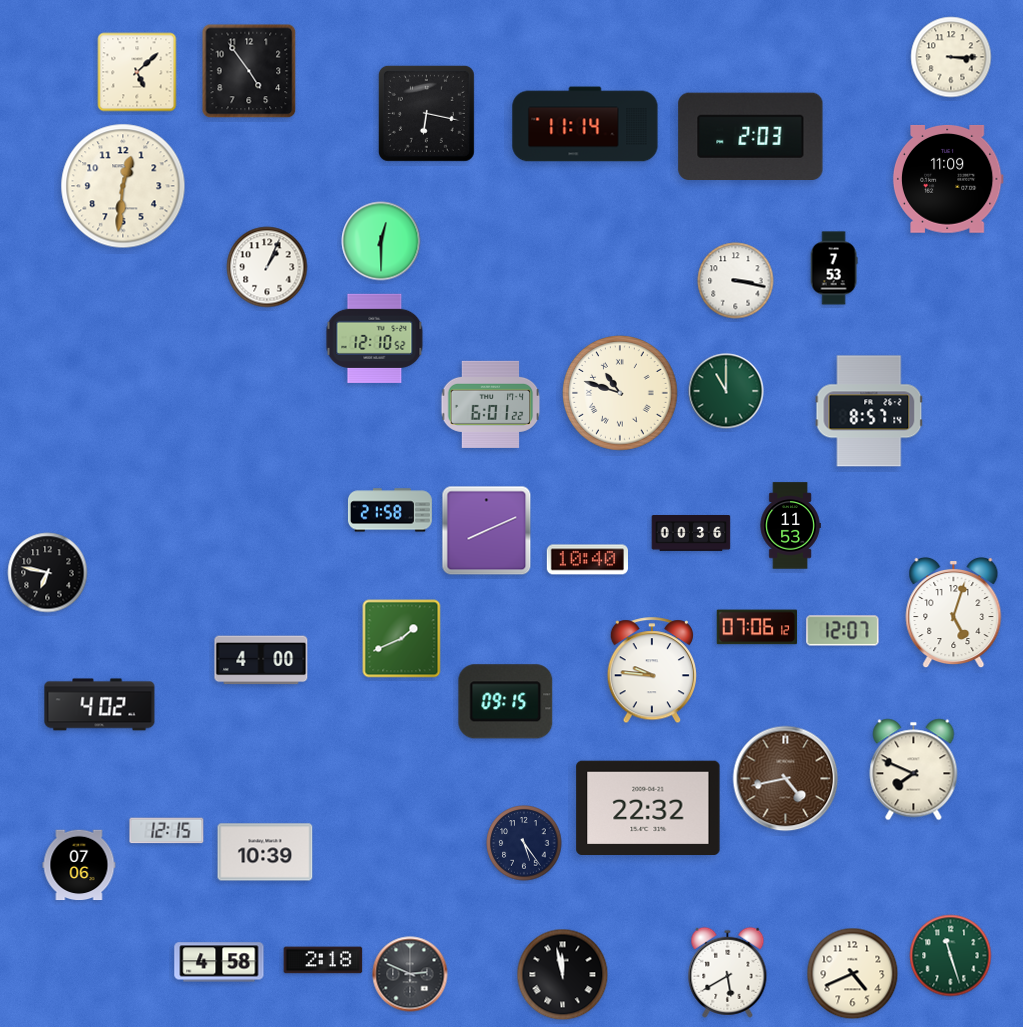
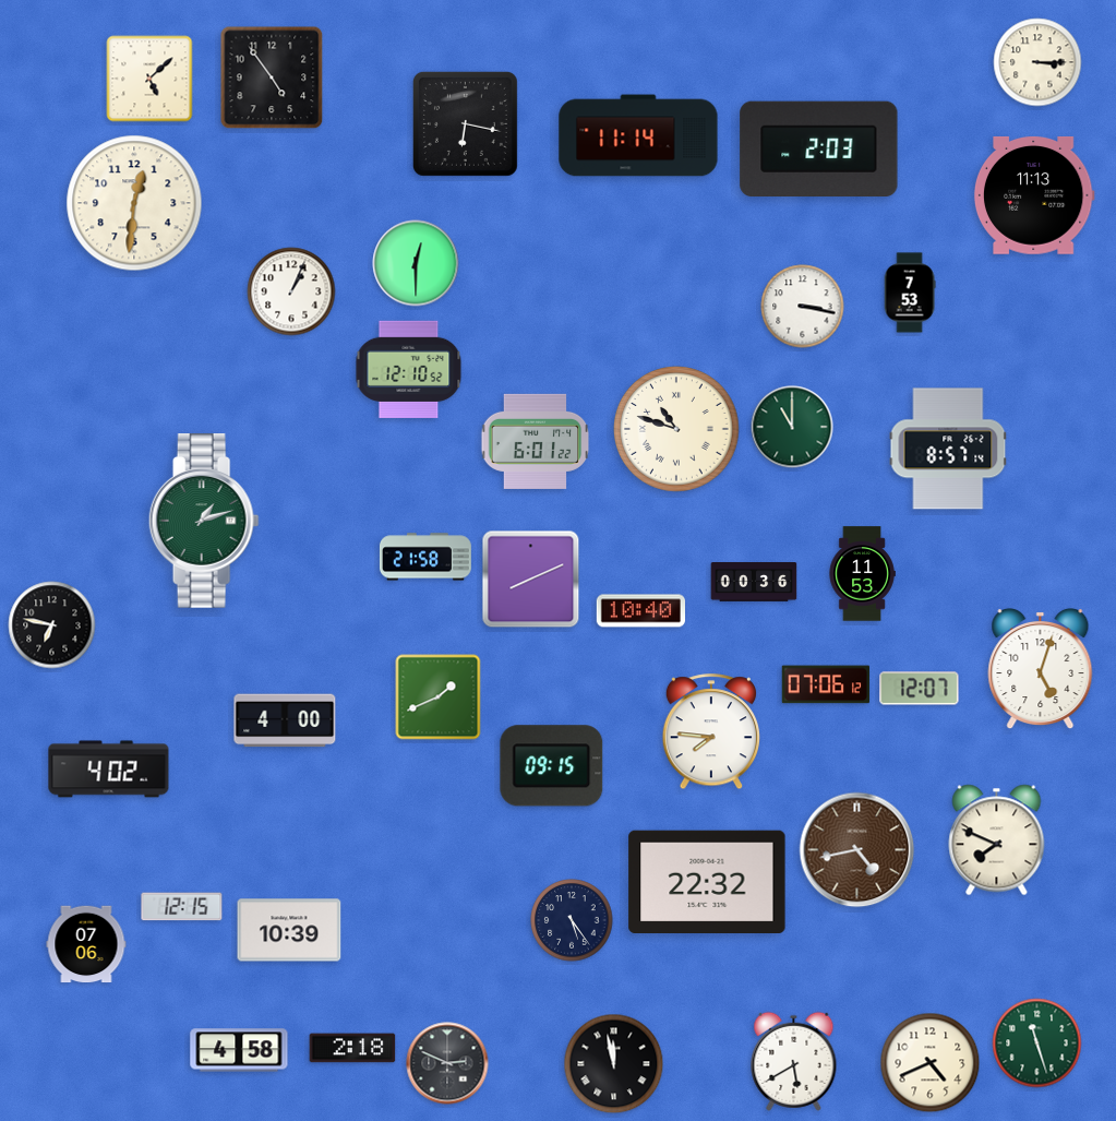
clock at (948, 179): 11:09 -> 11:13
clock at (204, 522): none -> 1:12
clock at (651, 671): 9:46 -> 7:46
